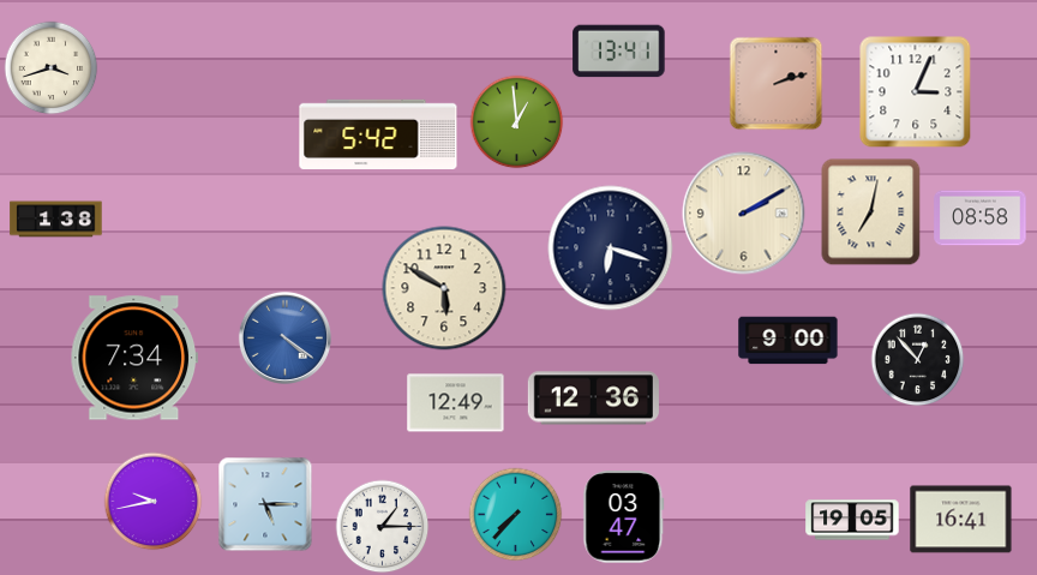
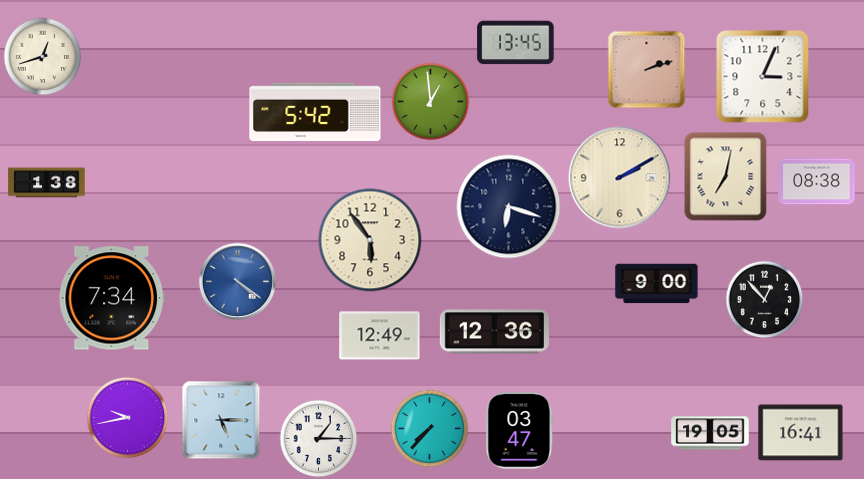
clock at (619, 52): 13:41 -> 13:45
clock at (50, 67): 3:42 -> 12:42
clock at (981, 218): 08:58 -> 08:38
clock at (444, 288): 5:50 -> 5:54
